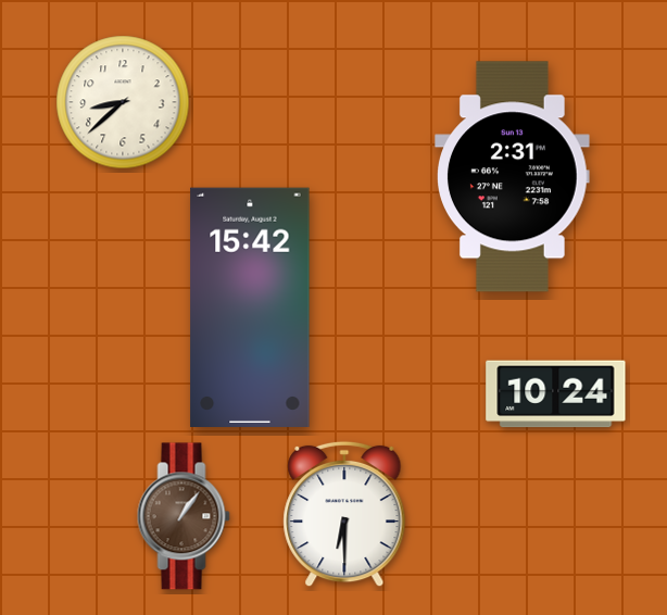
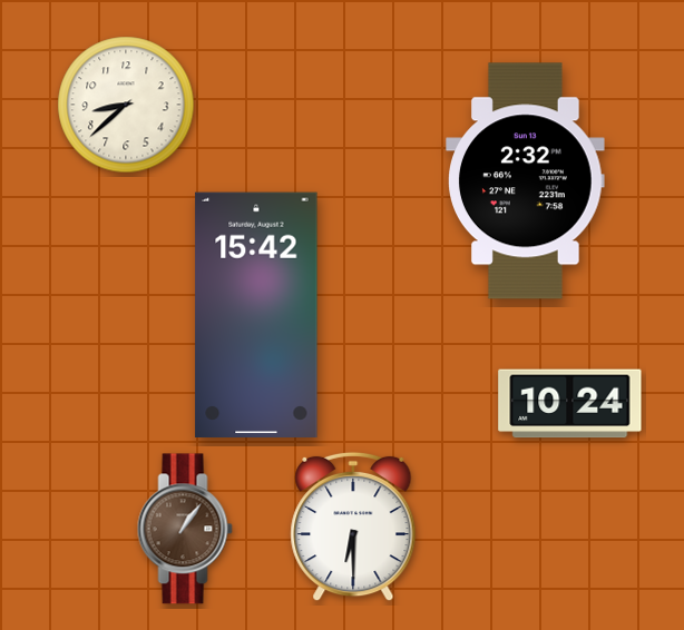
clock at (513, 177): 2:31 -> 2:32
clock at (184, 516) position: (184, 516) -> (185, 529)
